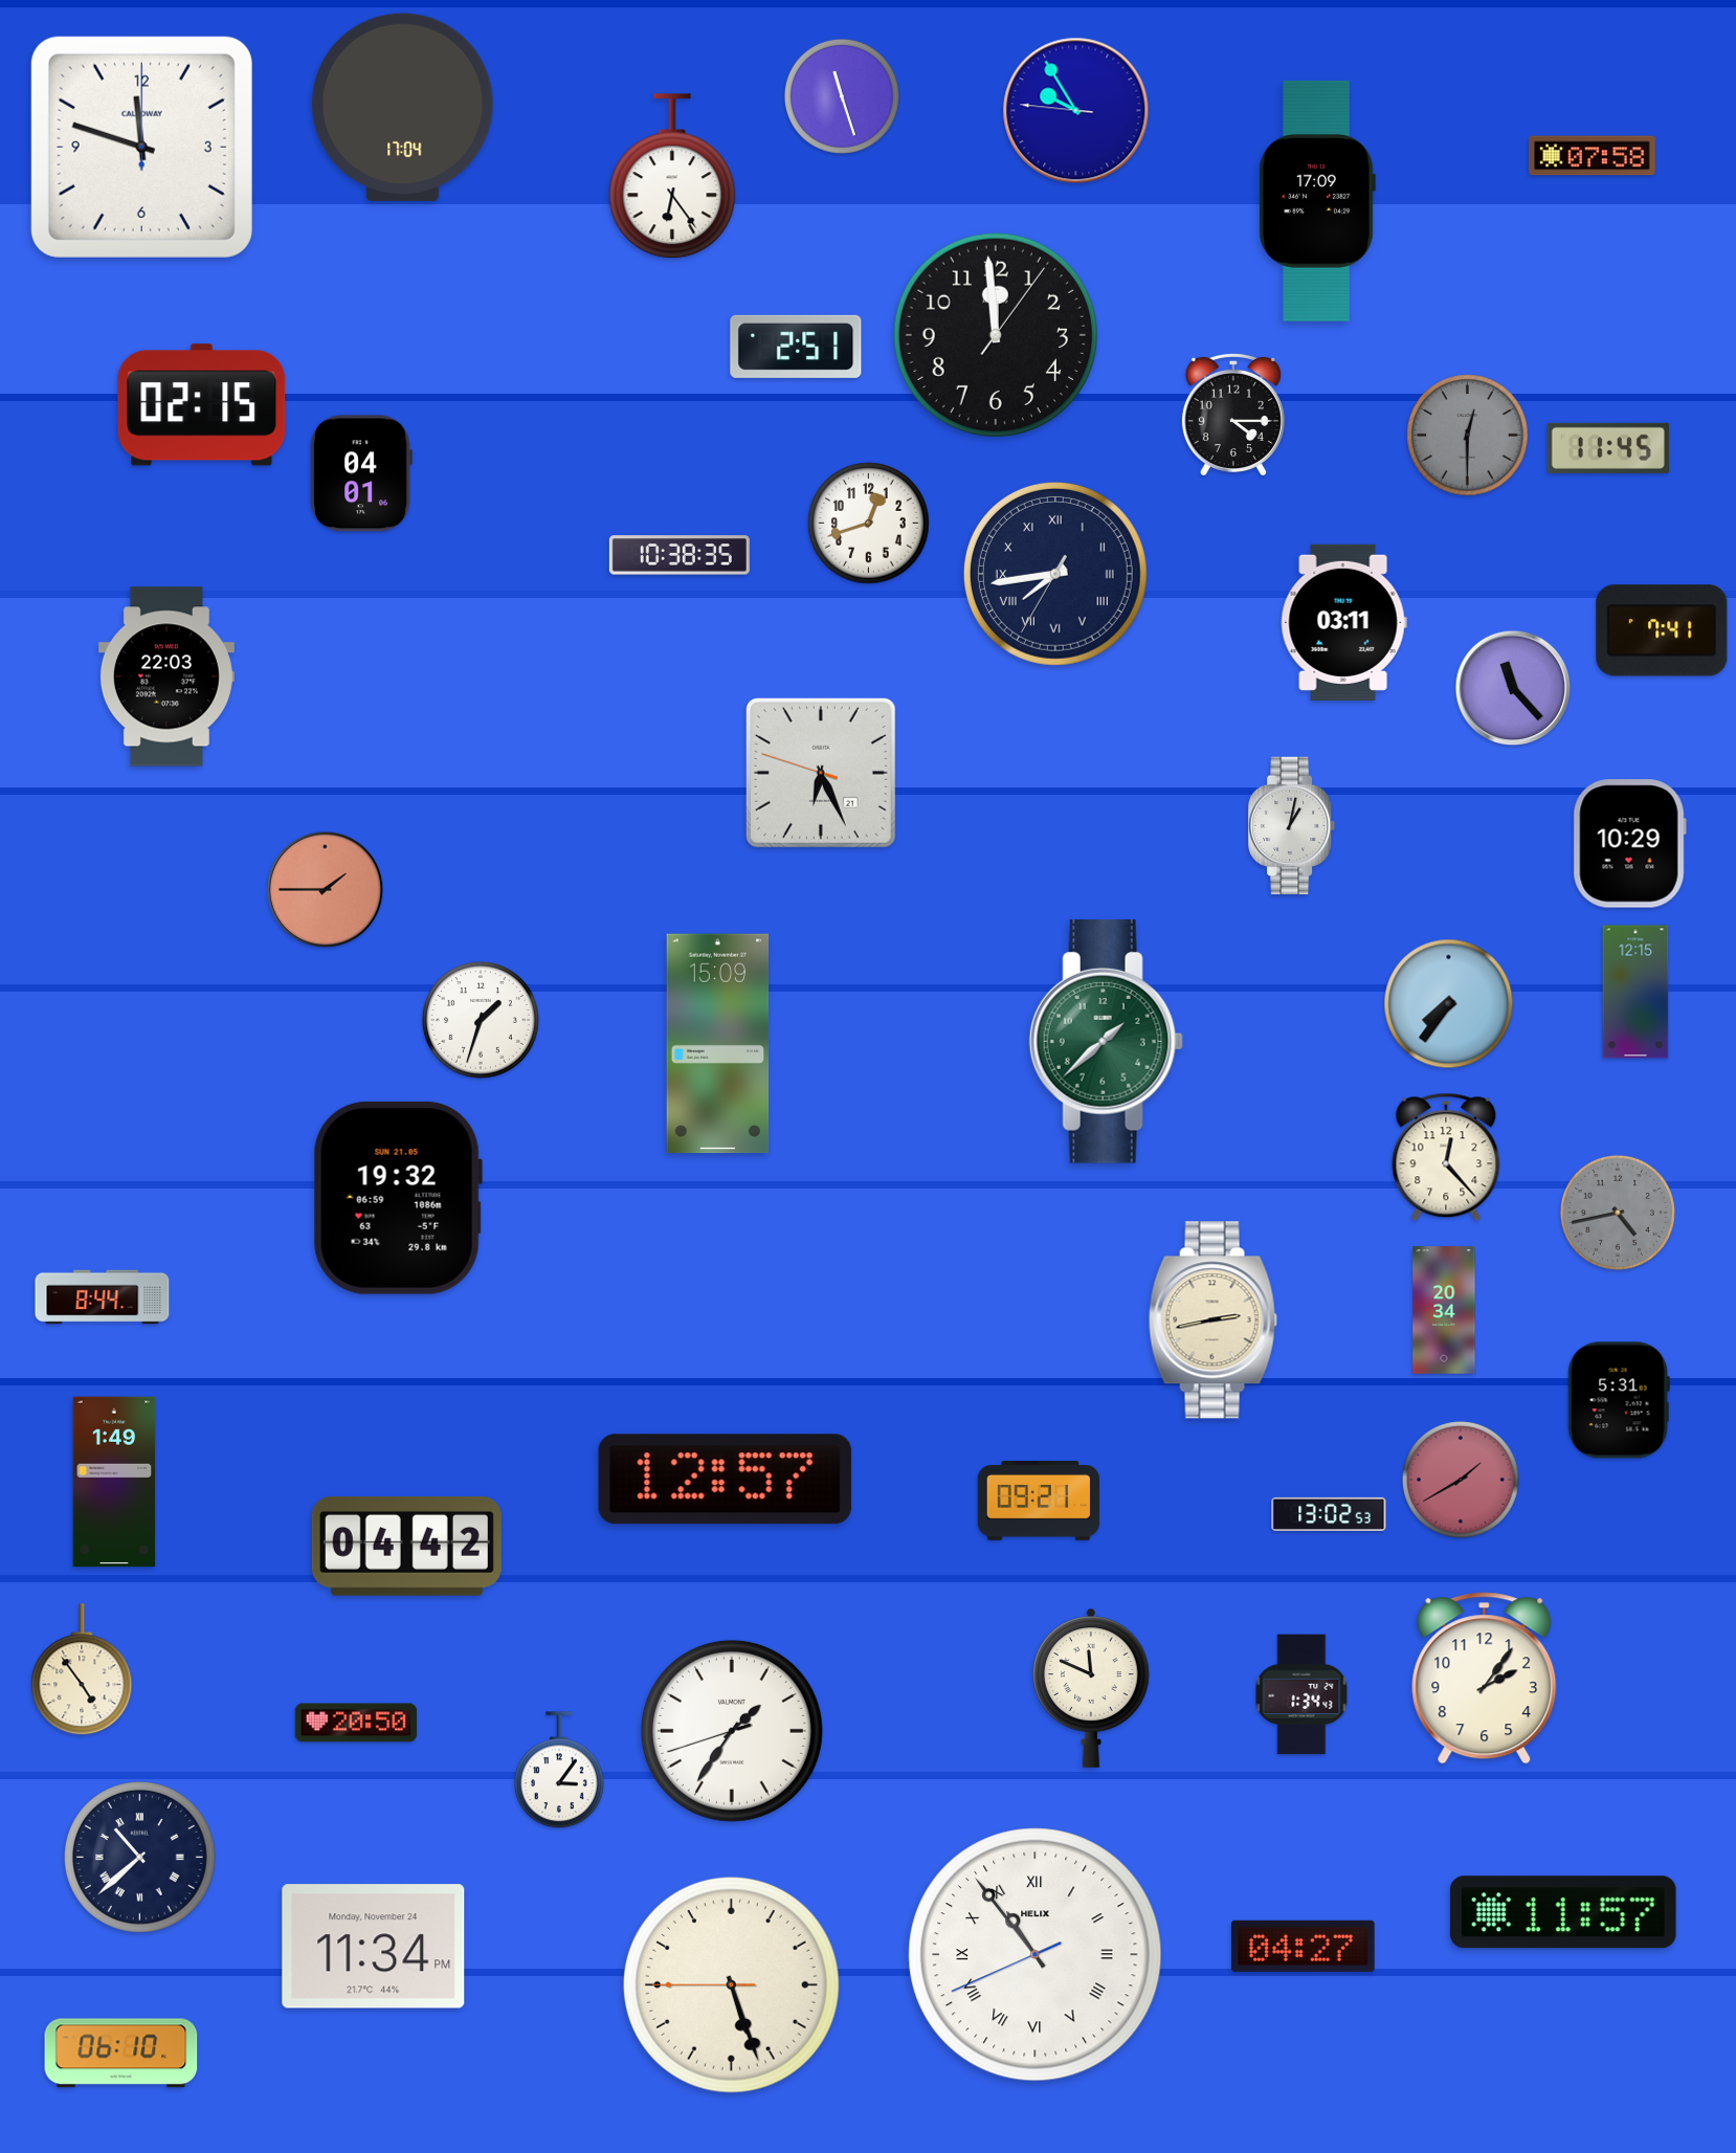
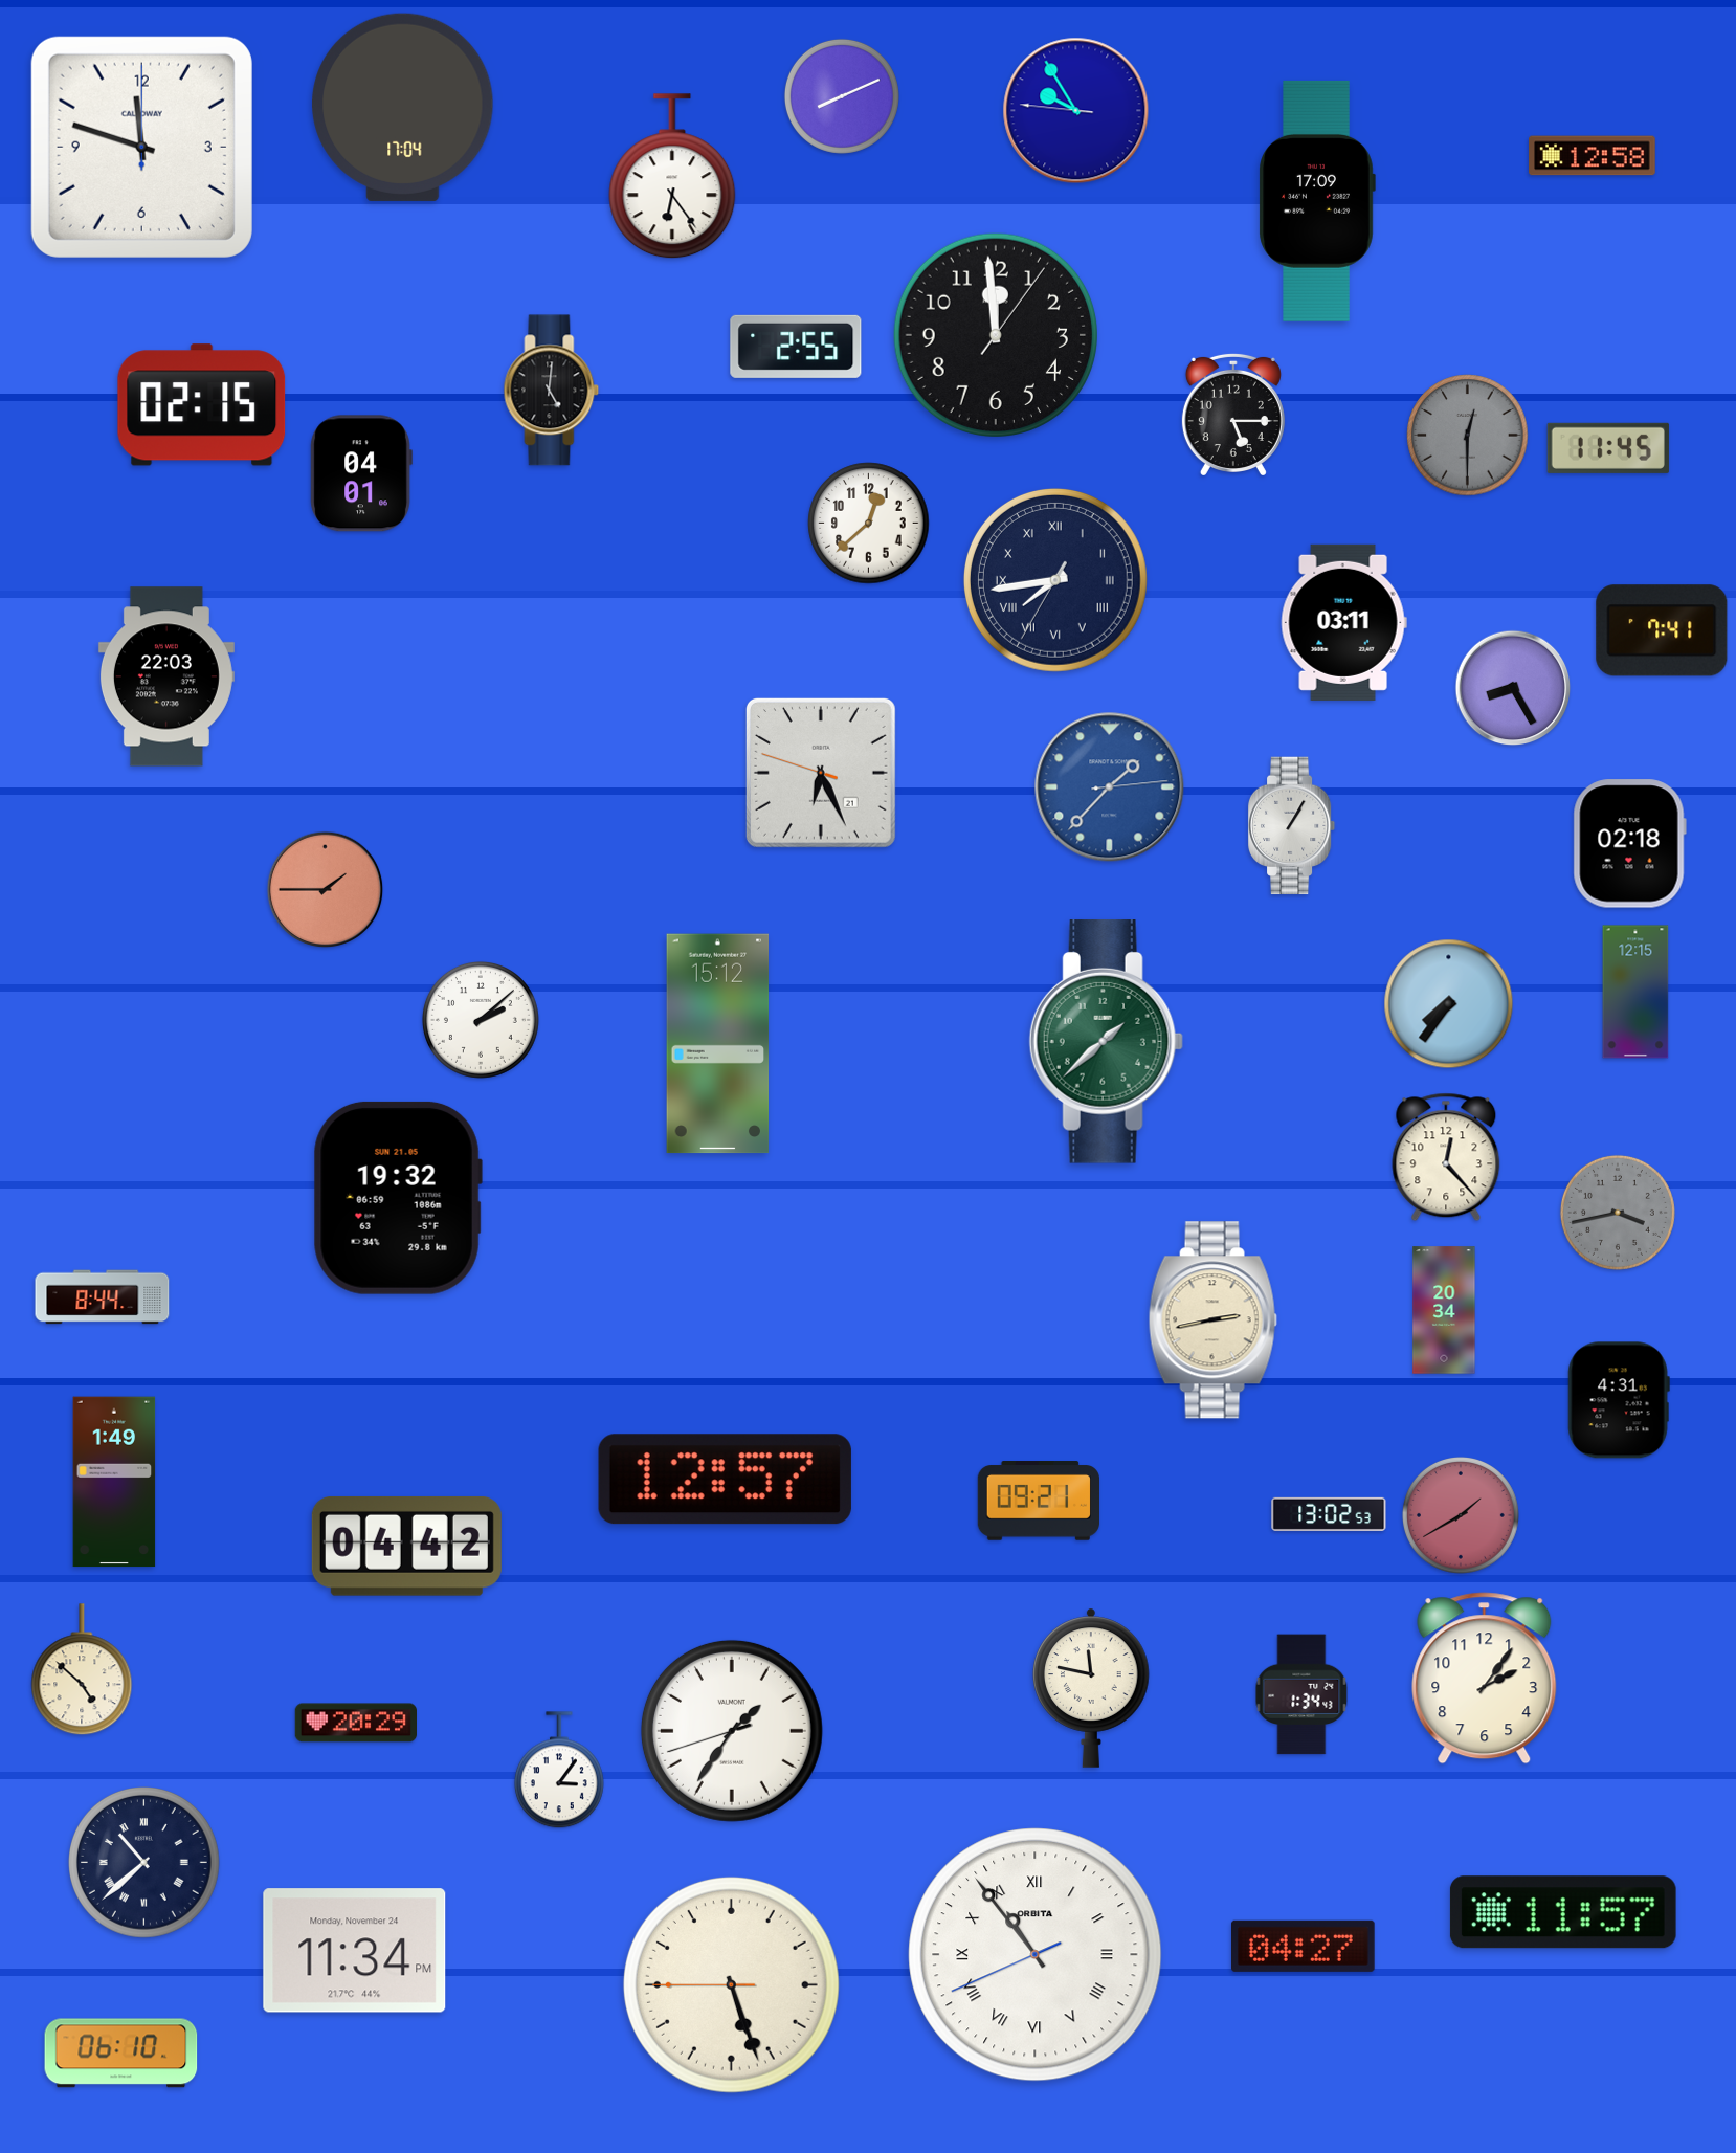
clock at (842, 96): 11:27 -> 8:11
clock at (1593, 156): 07:58 -> 12:58
clock at (796, 347): 2:51 -> 2:55
clock at (552, 391): none -> 5:01
clock at (1233, 414): 4:15 -> 5:15
clock at (869, 524): 12:42 -> 12:38
clock at (680, 555): 10:38 -> none
clock at (1055, 574) position: (1055, 574) -> (1055, 580)
clock at (1513, 688): 11:23 -> 8:25
clock at (1110, 787): none -> 1:37
clock at (1292, 826): 1:02 -> 1:05
clock at (1629, 844): 10:29 -> 02:18
clock at (481, 1020): 1:33 -> 2:08
clock at (718, 1044): 15:09 -> 15:12
clock at (1618, 1213): 4:43 -> 3:43
clock at (1619, 1400): 5:31 -> 4:31
clock at (1461, 1480) position: (1461, 1480) -> (1461, 1515)
clock at (82, 1670): 4:54 -> 4:52
clock at (1091, 1688): 11:49 -> 11:47
clock at (356, 1723): 20:50 -> 20:29
clock at (140, 1858) position: (140, 1858) -> (144, 1863)
clock at (374, 1947) position: (374, 1947) -> (355, 1951)
clock at (1036, 1955) brand: HELIX -> ORBITA
